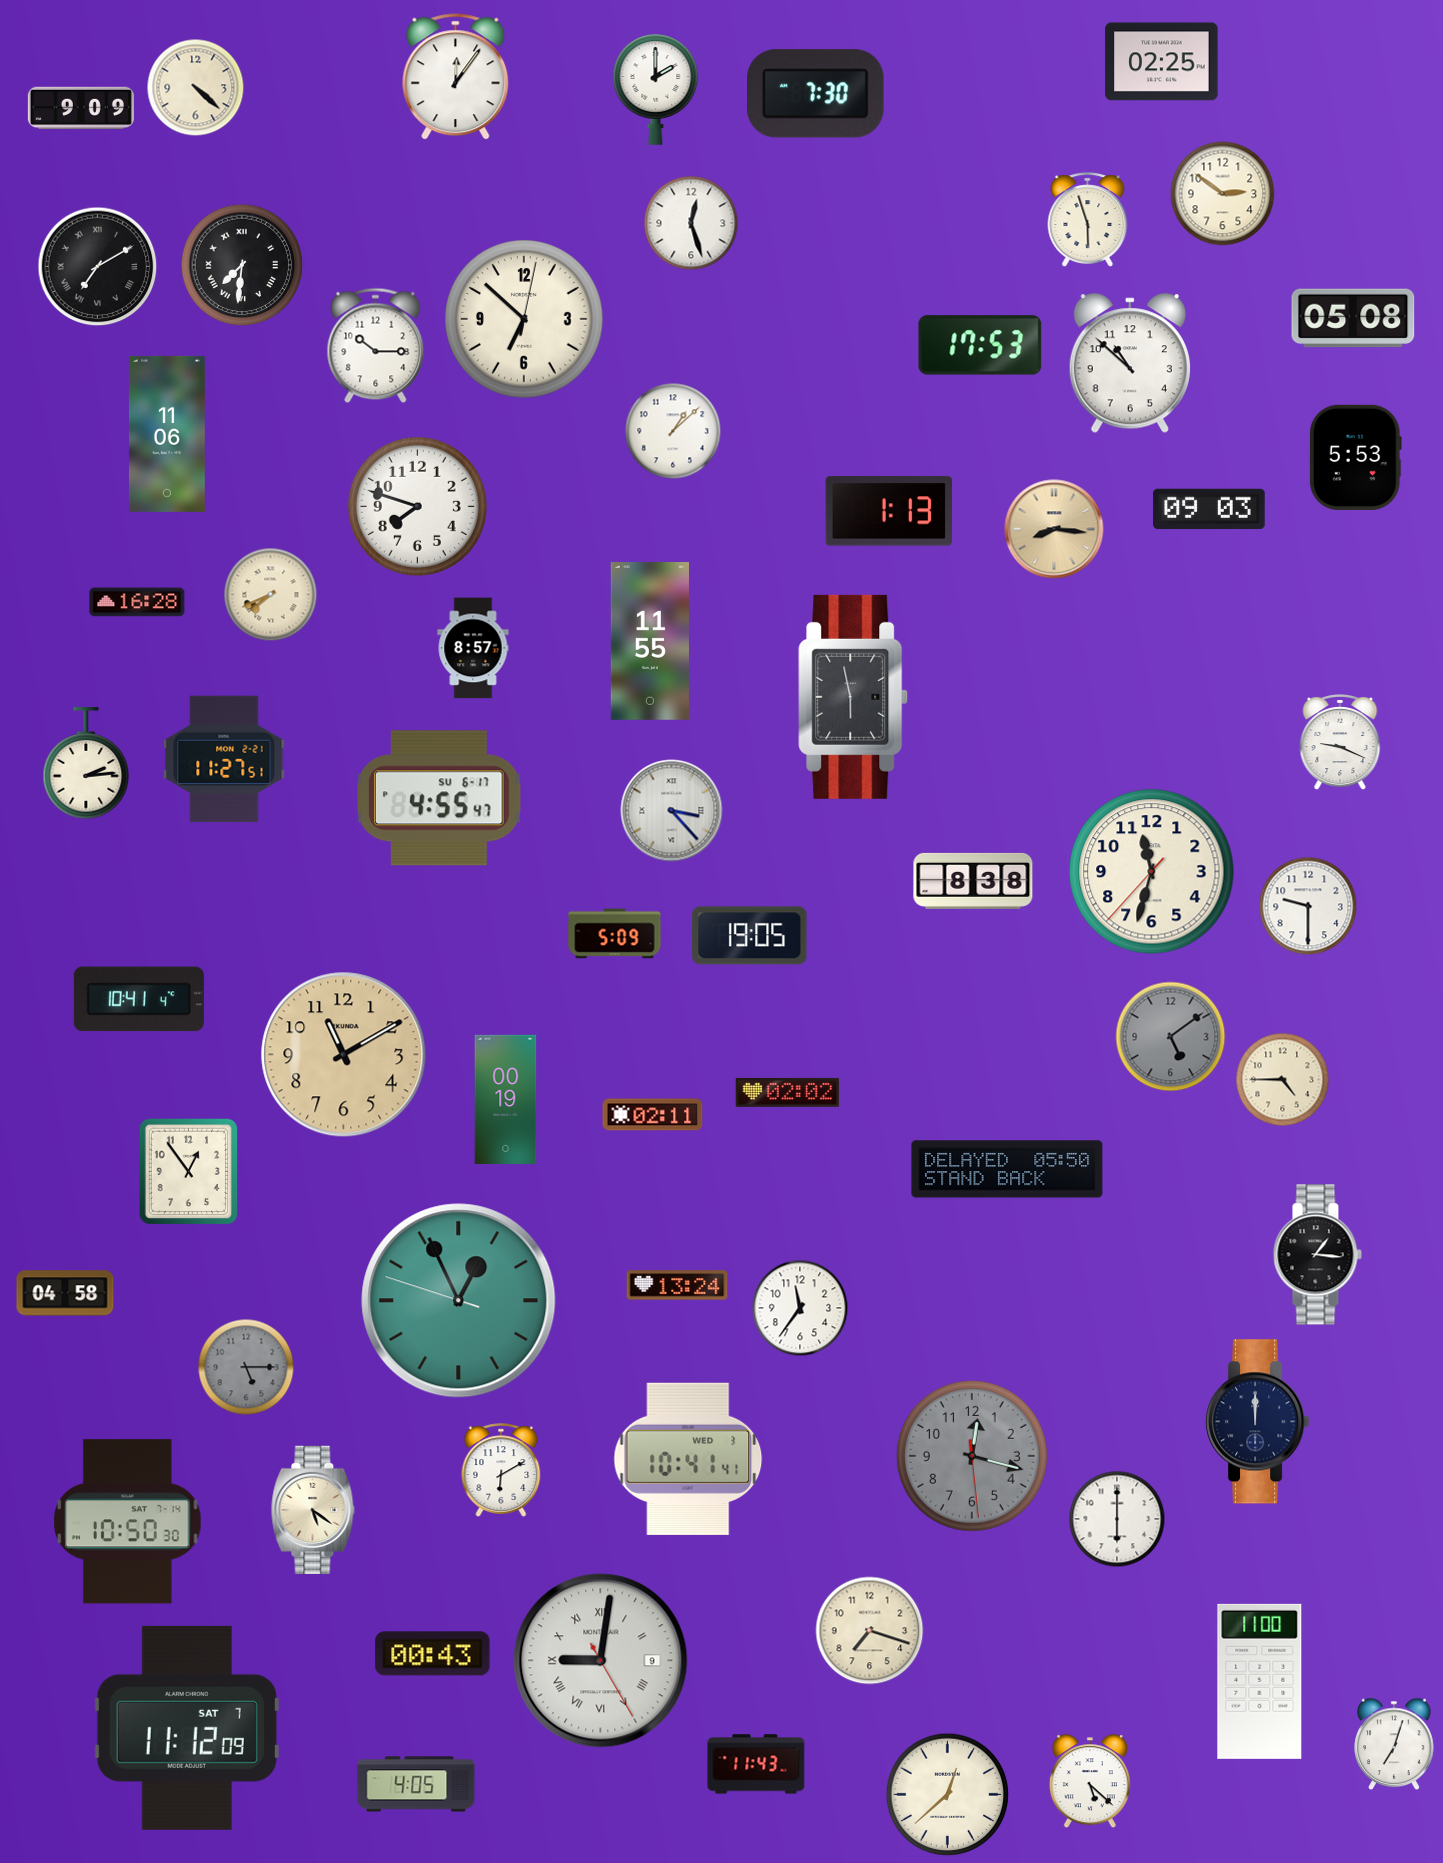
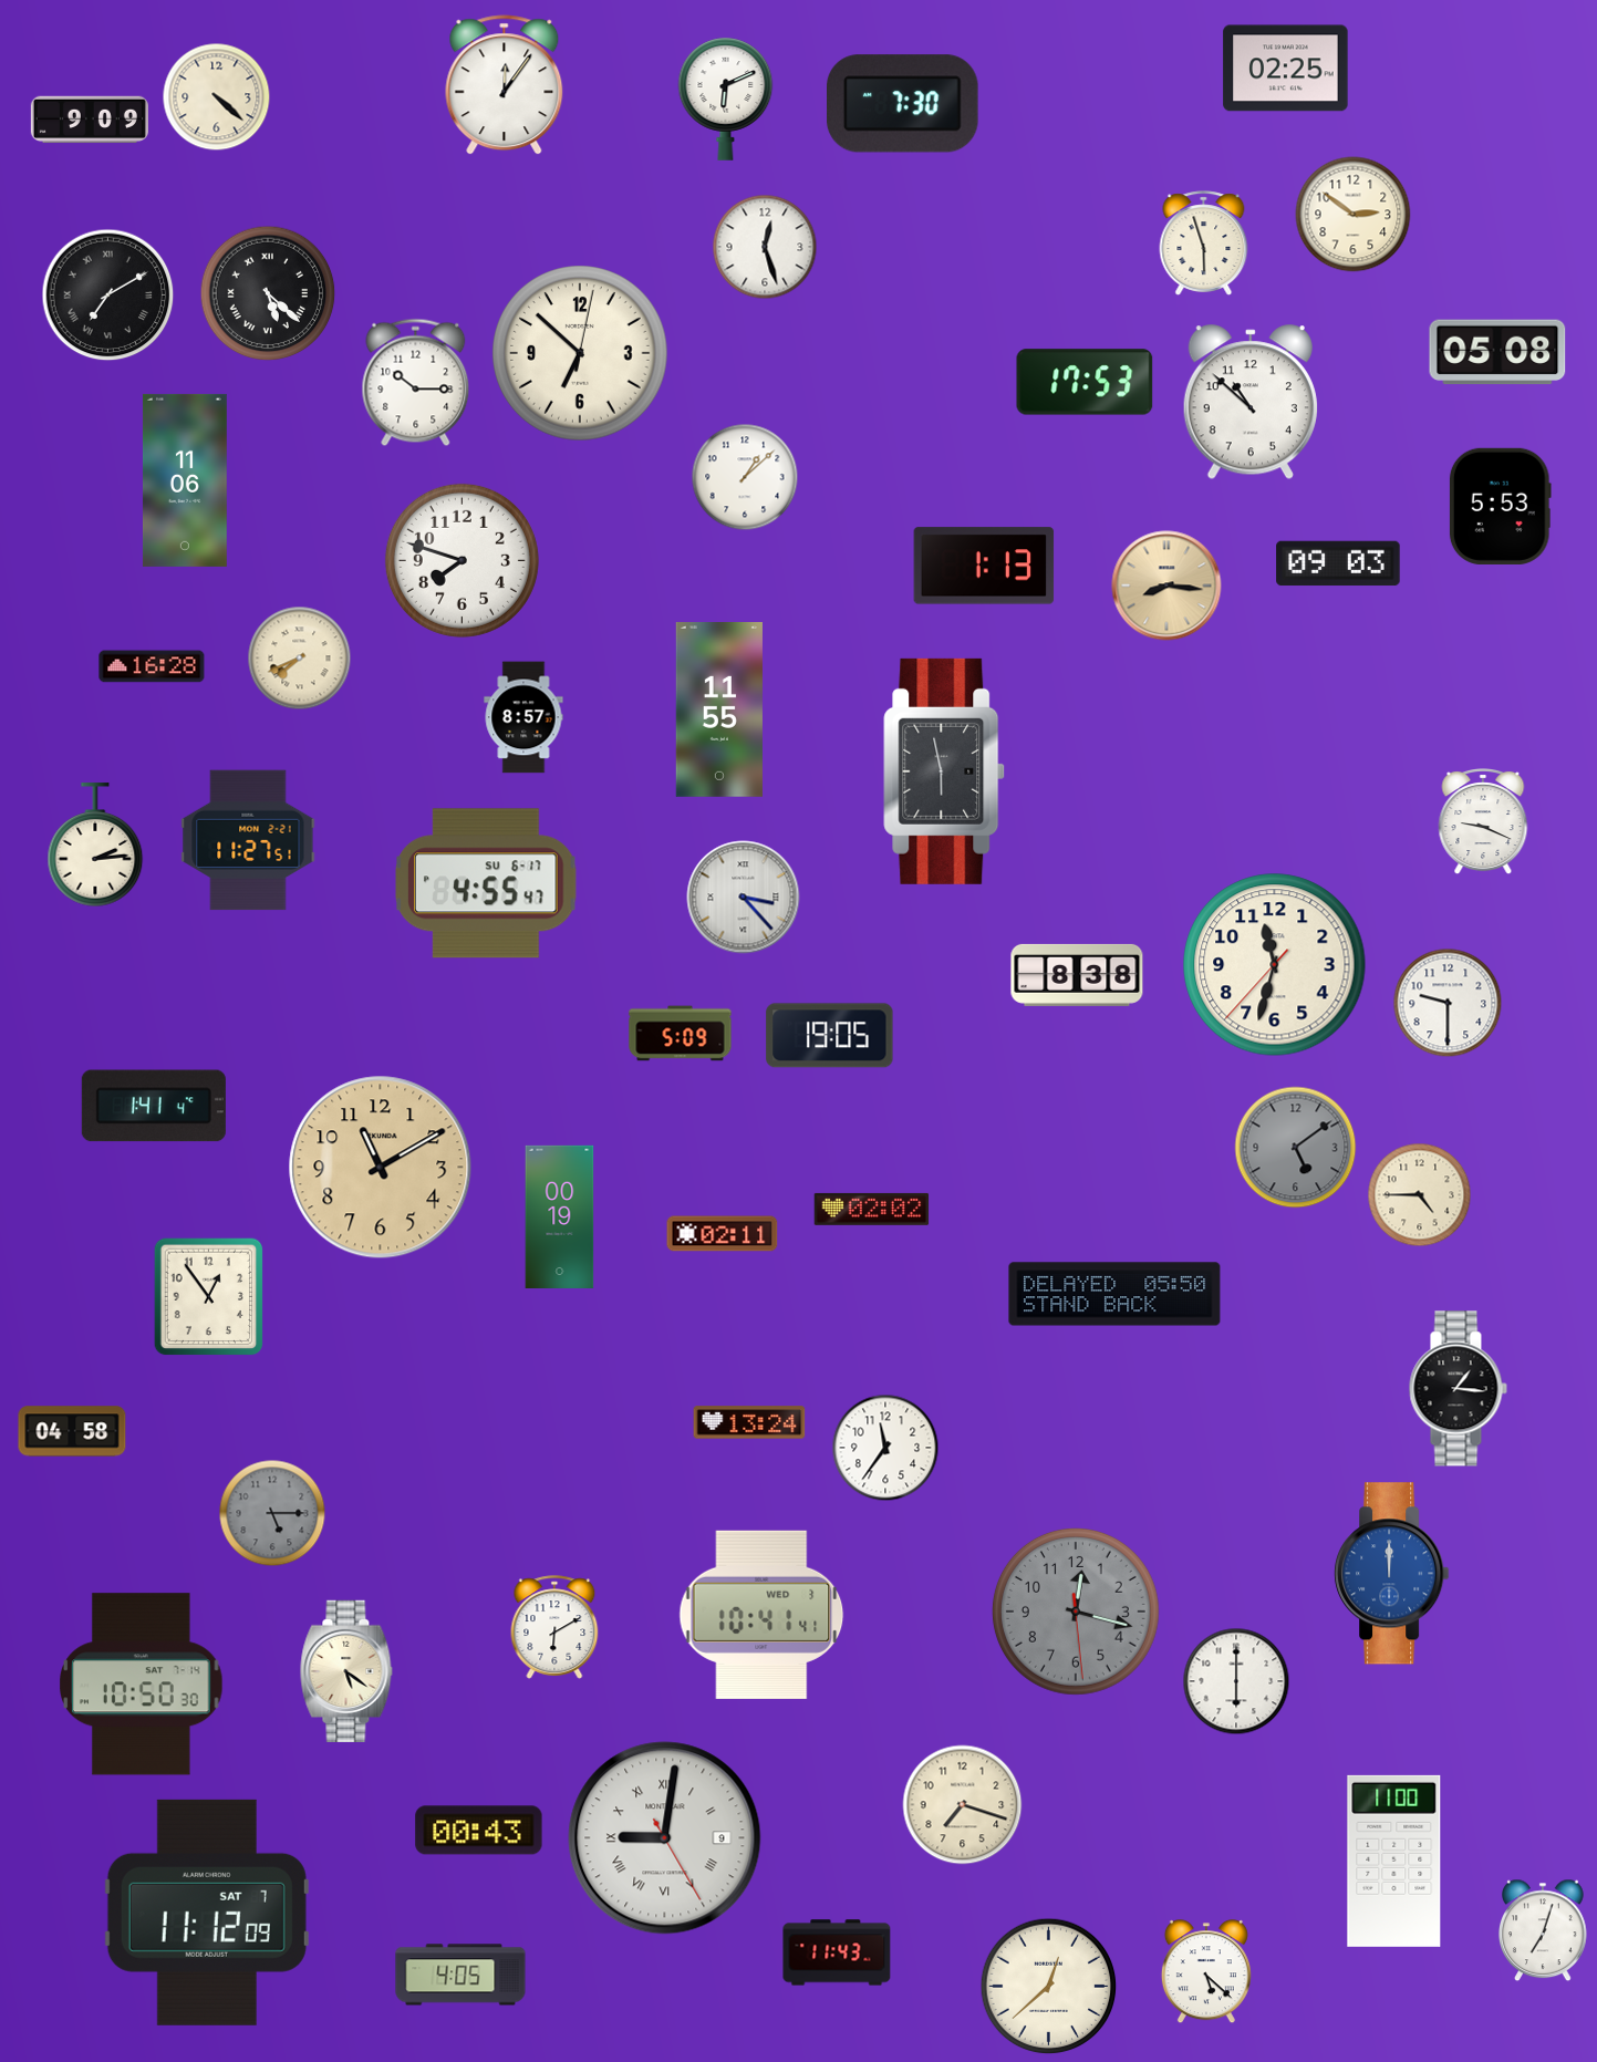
clock at (656, 89): 2:00 -> 6:11
clock at (242, 265): 7:31 -> 5:22
clock at (139, 999): 10:41 -> 1:41
clock at (459, 1301): 12:55 -> none
clock at (1258, 1422) dial: navy -> blue
